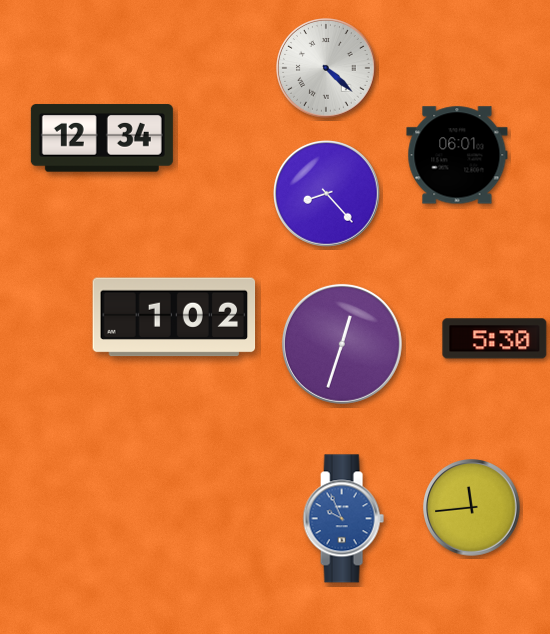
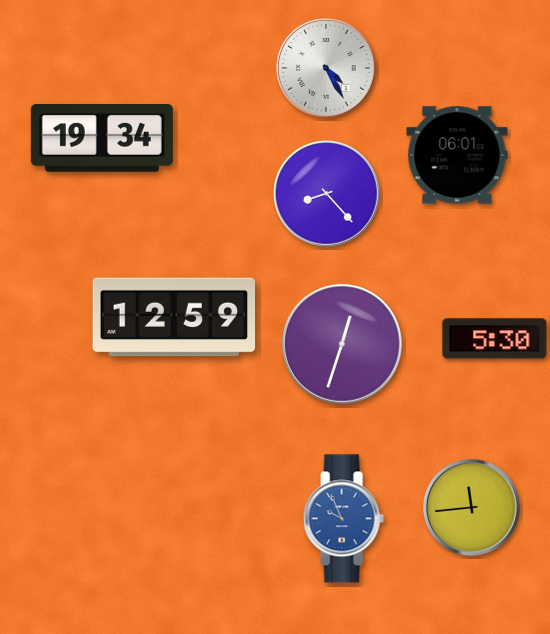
clock at (326, 68): 4:22 -> 4:25
clock at (102, 138): 12:34 -> 19:34
clock at (174, 317): 1:02 -> 12:59
